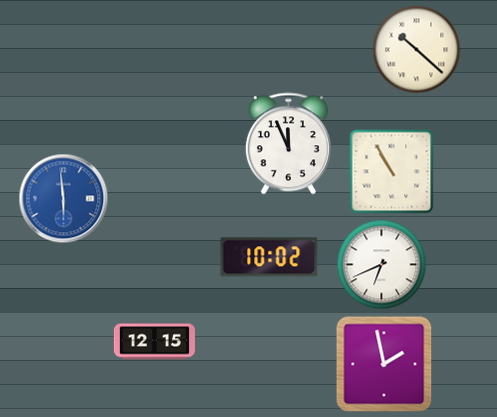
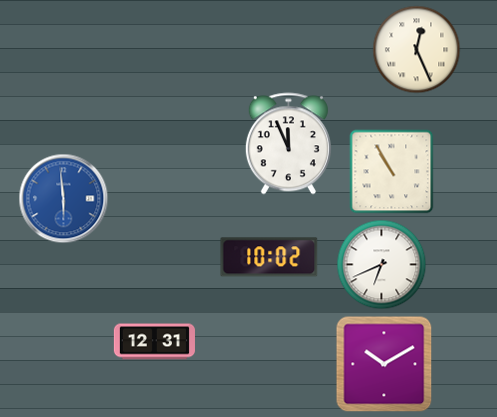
clock at (417, 50): 10:22 -> 12:26
clock at (154, 342): 12:15 -> 12:31
clock at (384, 364): 1:58 -> 10:10
